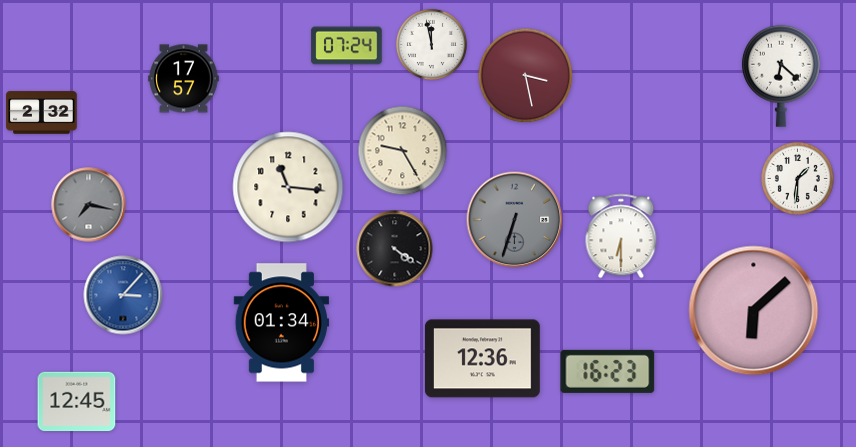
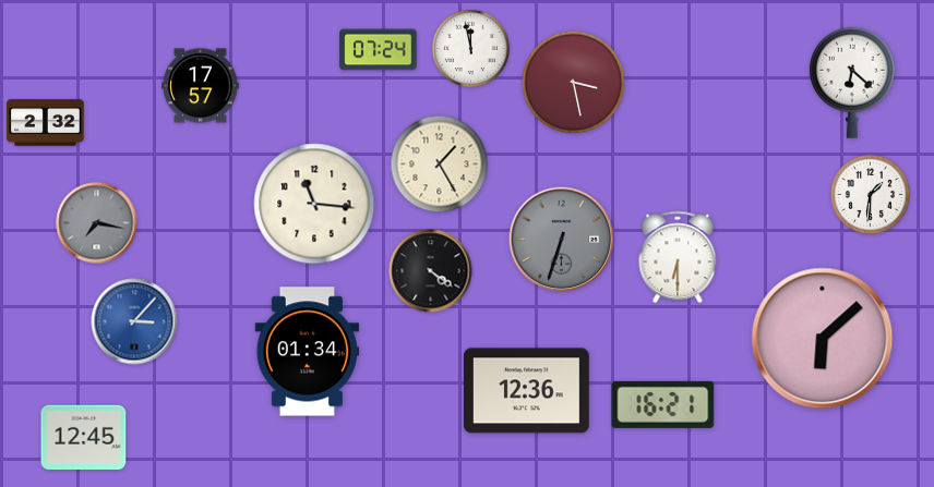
clock at (403, 151): 9:25 -> 1:25
clock at (608, 371): 16:23 -> 16:21
